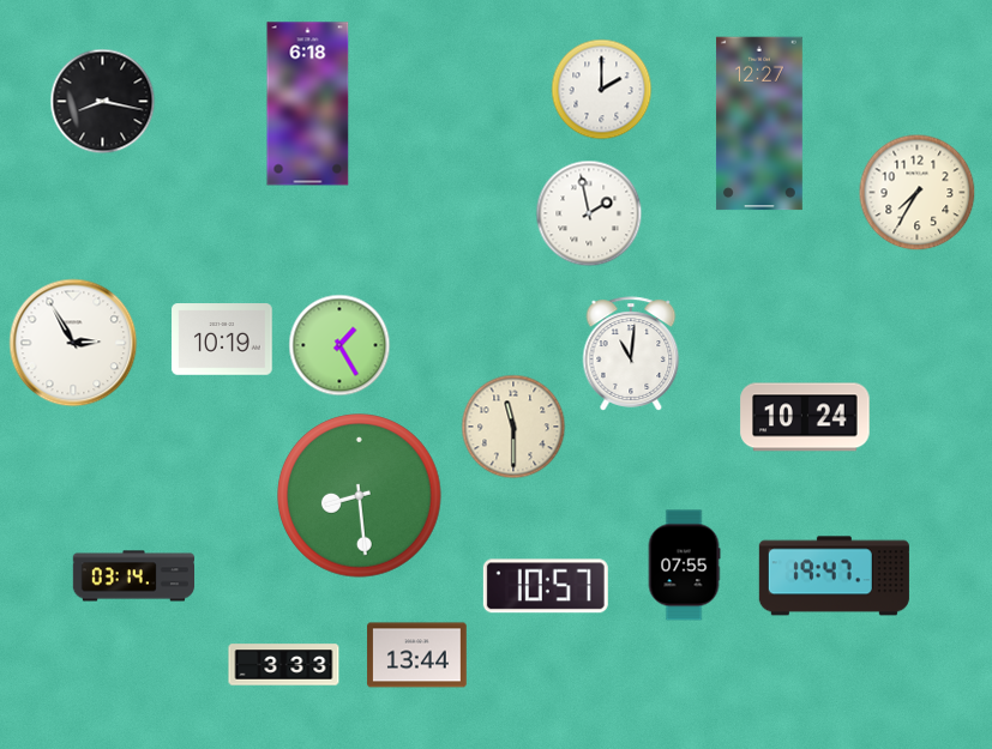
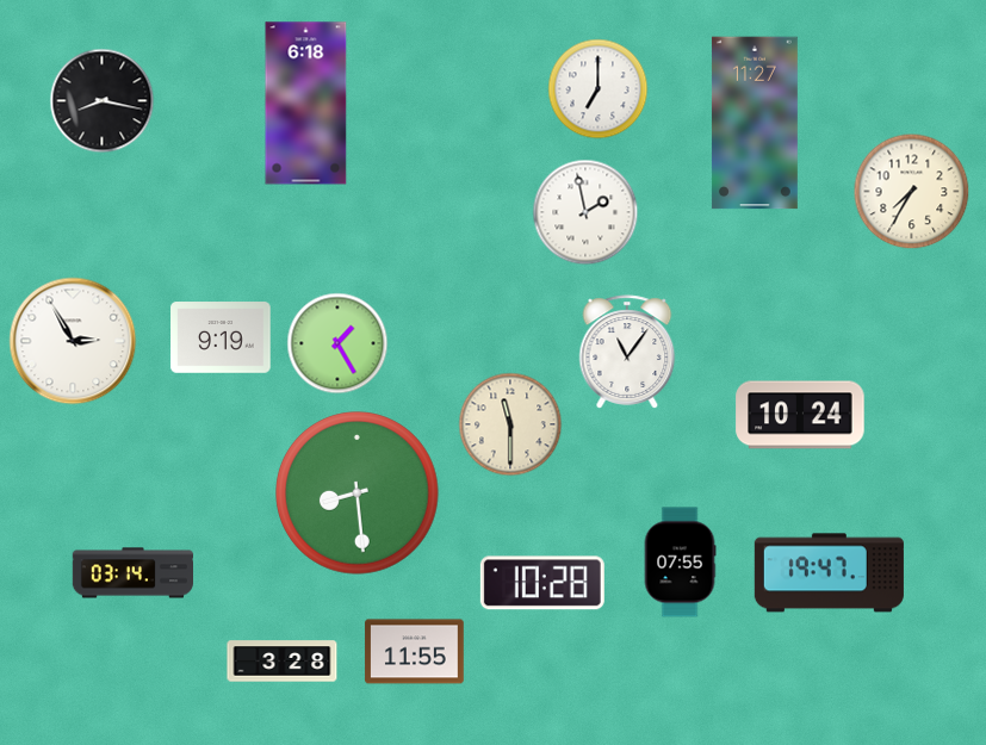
clock at (602, 90): 2:00 -> 7:00
clock at (759, 123): 12:27 -> 11:27
clock at (222, 339): 10:19 -> 9:19
clock at (631, 354): 11:01 -> 11:06
clock at (546, 586): 10:57 -> 10:28
clock at (417, 656): 13:44 -> 11:55
clock at (284, 665): 3:33 -> 3:28
